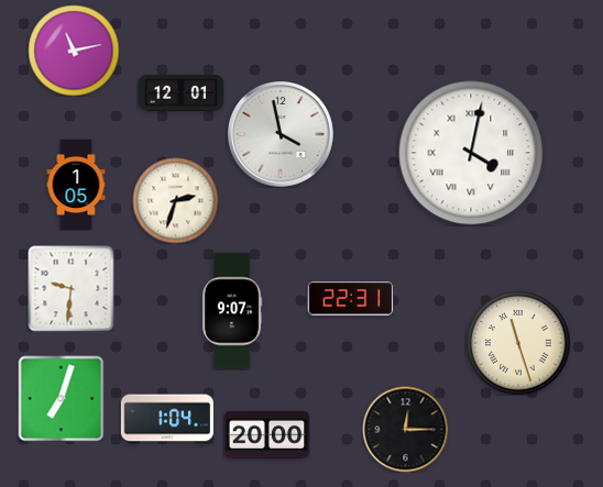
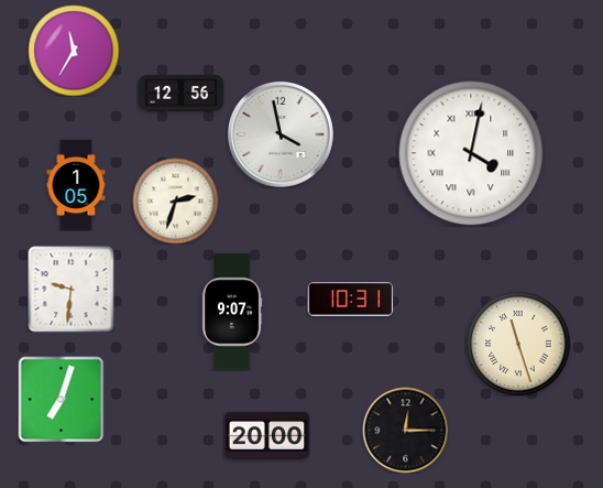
clock at (74, 51): 11:13 -> 11:35
clock at (180, 93): 12:01 -> 12:56
clock at (350, 299): 22:31 -> 10:31
clock at (166, 419): 1:04 -> none
